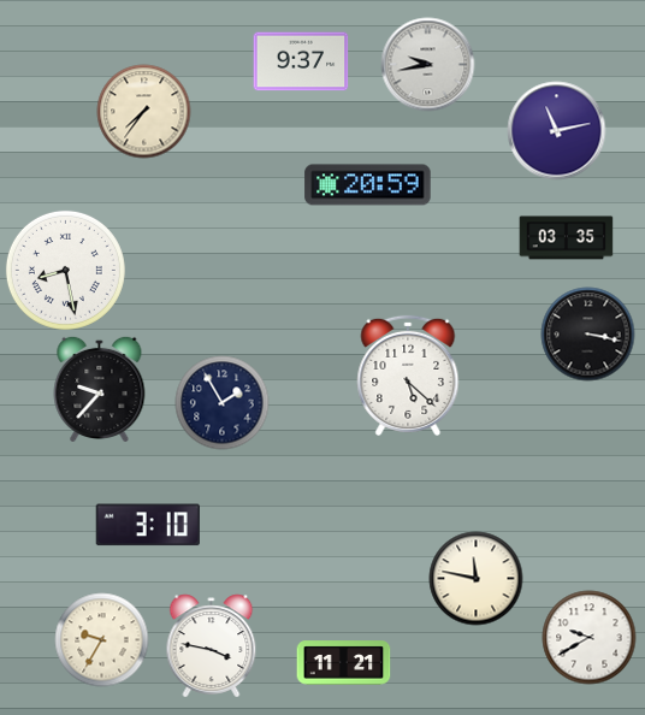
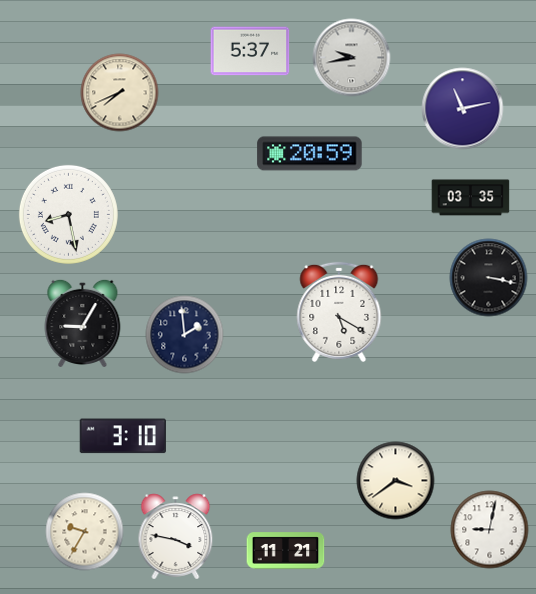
clock at (301, 61): 9:37 -> 5:37
clock at (427, 64) position: (427, 64) -> (351, 57)
clock at (143, 111): 7:36 -> 7:41
clock at (368, 185) position: (368, 185) -> (310, 154)
clock at (65, 270) position: (65, 270) -> (68, 214)
clock at (408, 376): 5:22 -> 5:20
clock at (100, 389): 9:37 -> 9:05
clock at (221, 402): 1:55 -> 1:59
clock at (475, 578): 11:47 -> 3:39
clock at (588, 637): 9:40 -> 9:02
